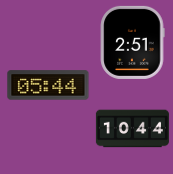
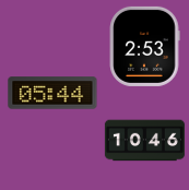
clock at (132, 42): 2:51 -> 2:53
clock at (132, 129): 10:44 -> 10:46
